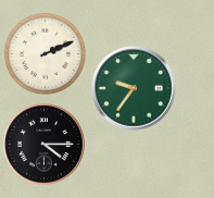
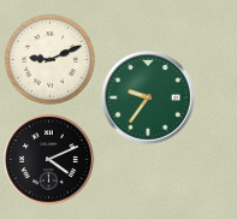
clock at (45, 53): 2:11 -> 9:11
clock at (45, 145): 4:15 -> 4:11
